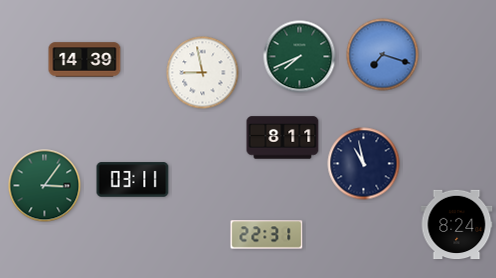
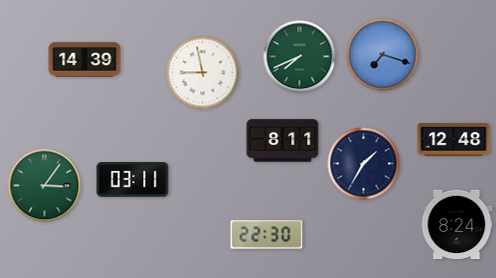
clock at (283, 138) position: (283, 138) -> (283, 141)
clock at (454, 140): none -> 12:48
clock at (364, 164): 10:58 -> 1:35
clock at (267, 235): 22:31 -> 22:30
